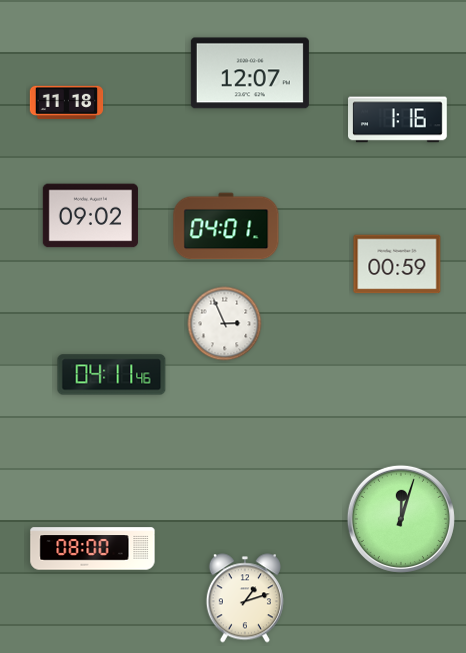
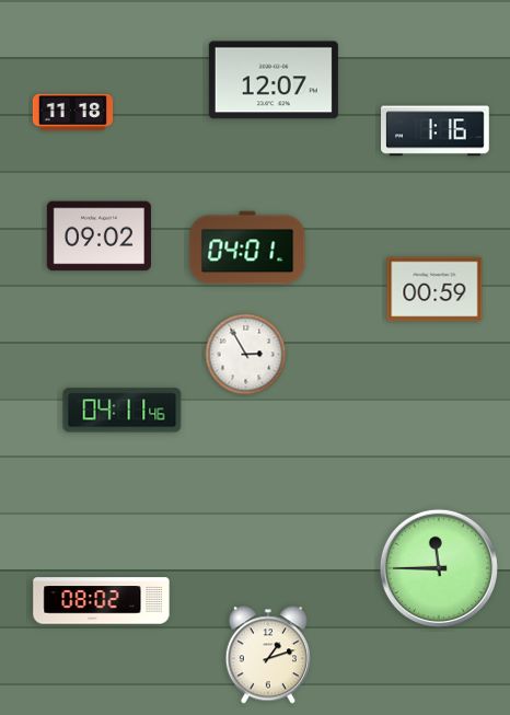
clock at (225, 324): 2:56 -> 2:55
clock at (401, 519): 12:03 -> 11:45
clock at (93, 549): 08:00 -> 08:02
